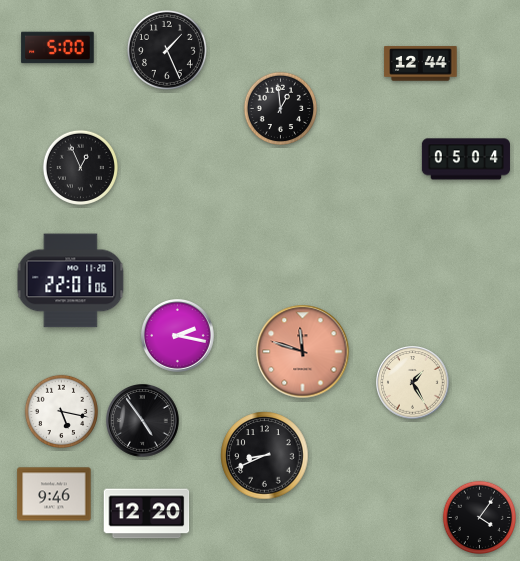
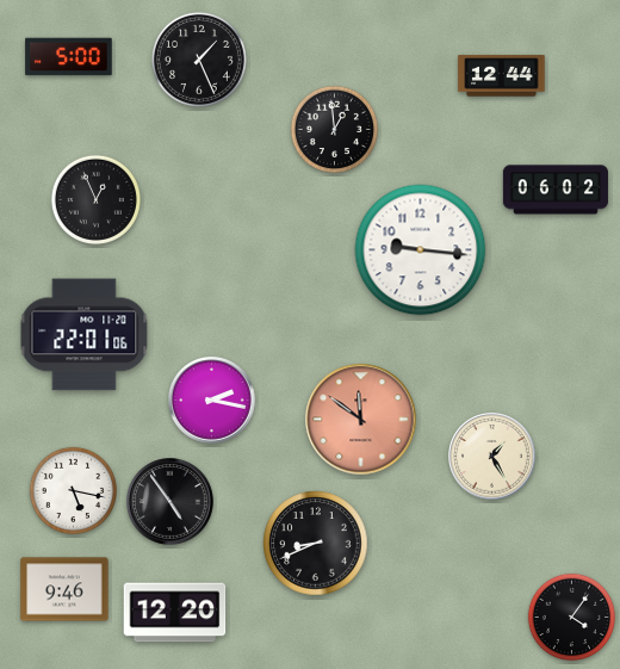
clock at (466, 159): 05:04 -> 06:02
clock at (421, 250): none -> 9:16
clock at (303, 352): 11:48 -> 11:51
